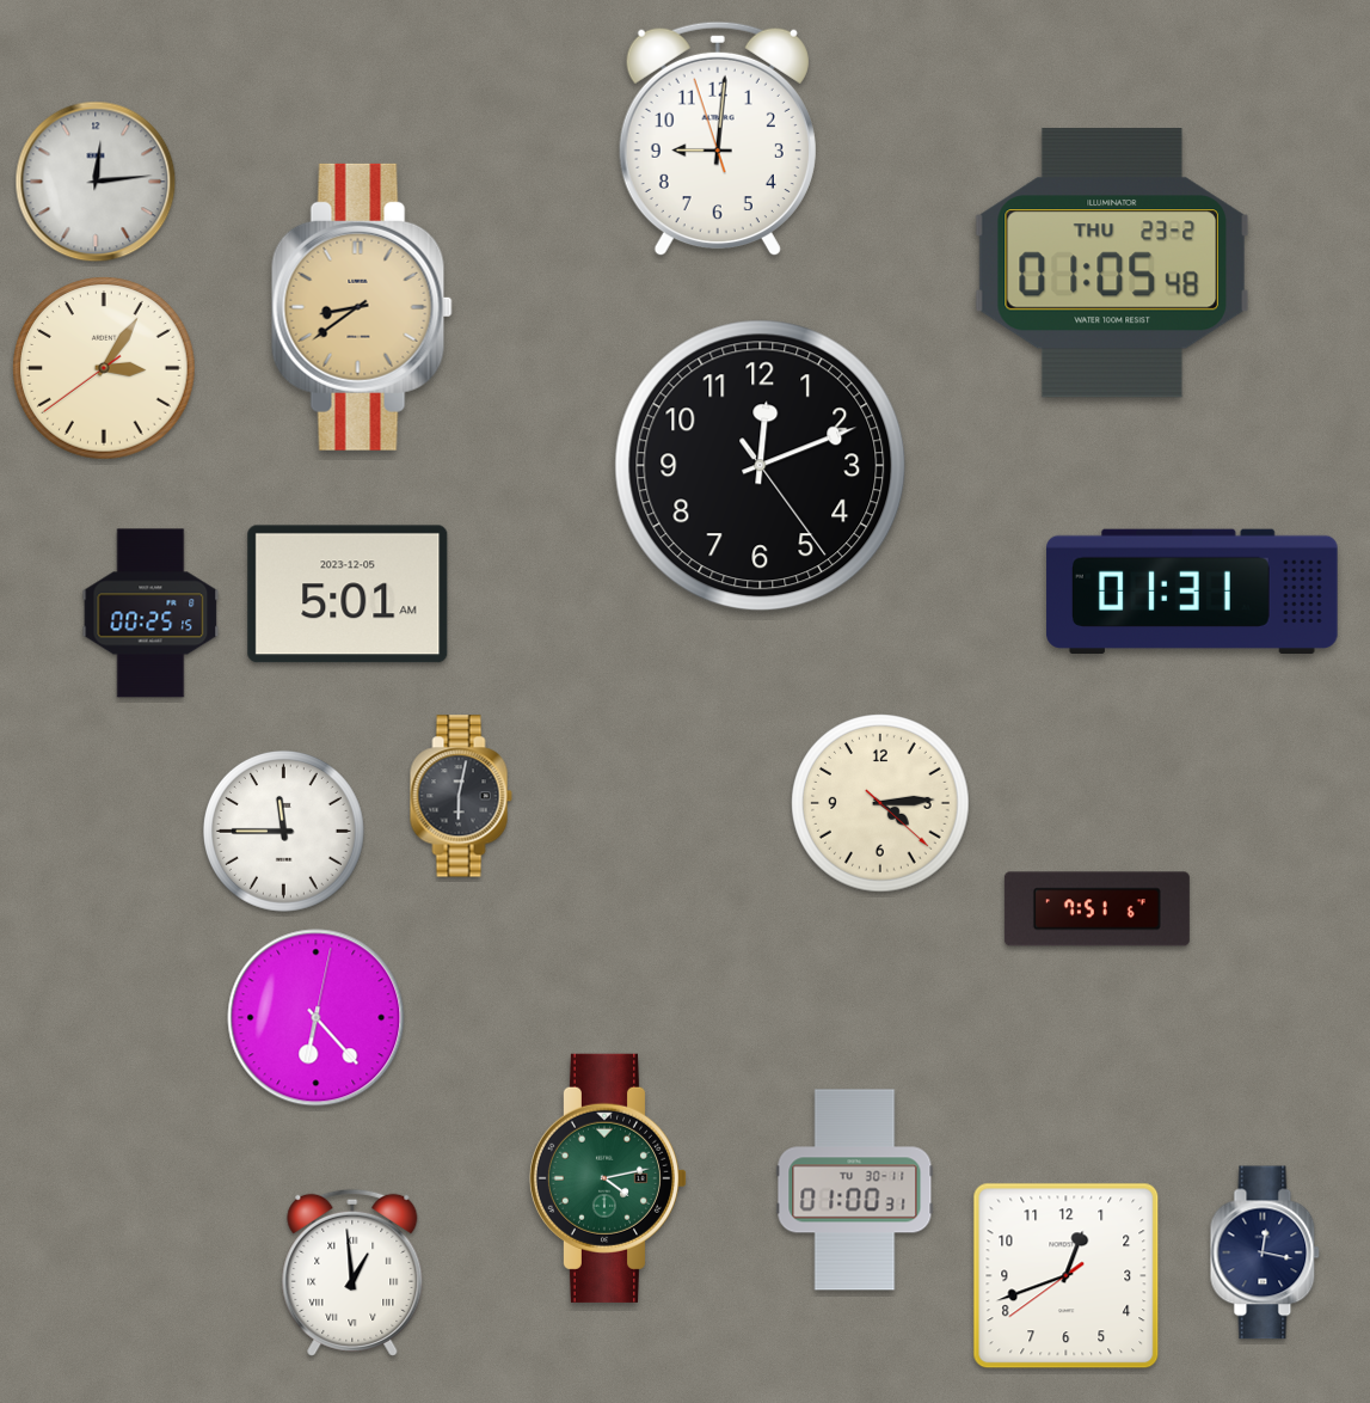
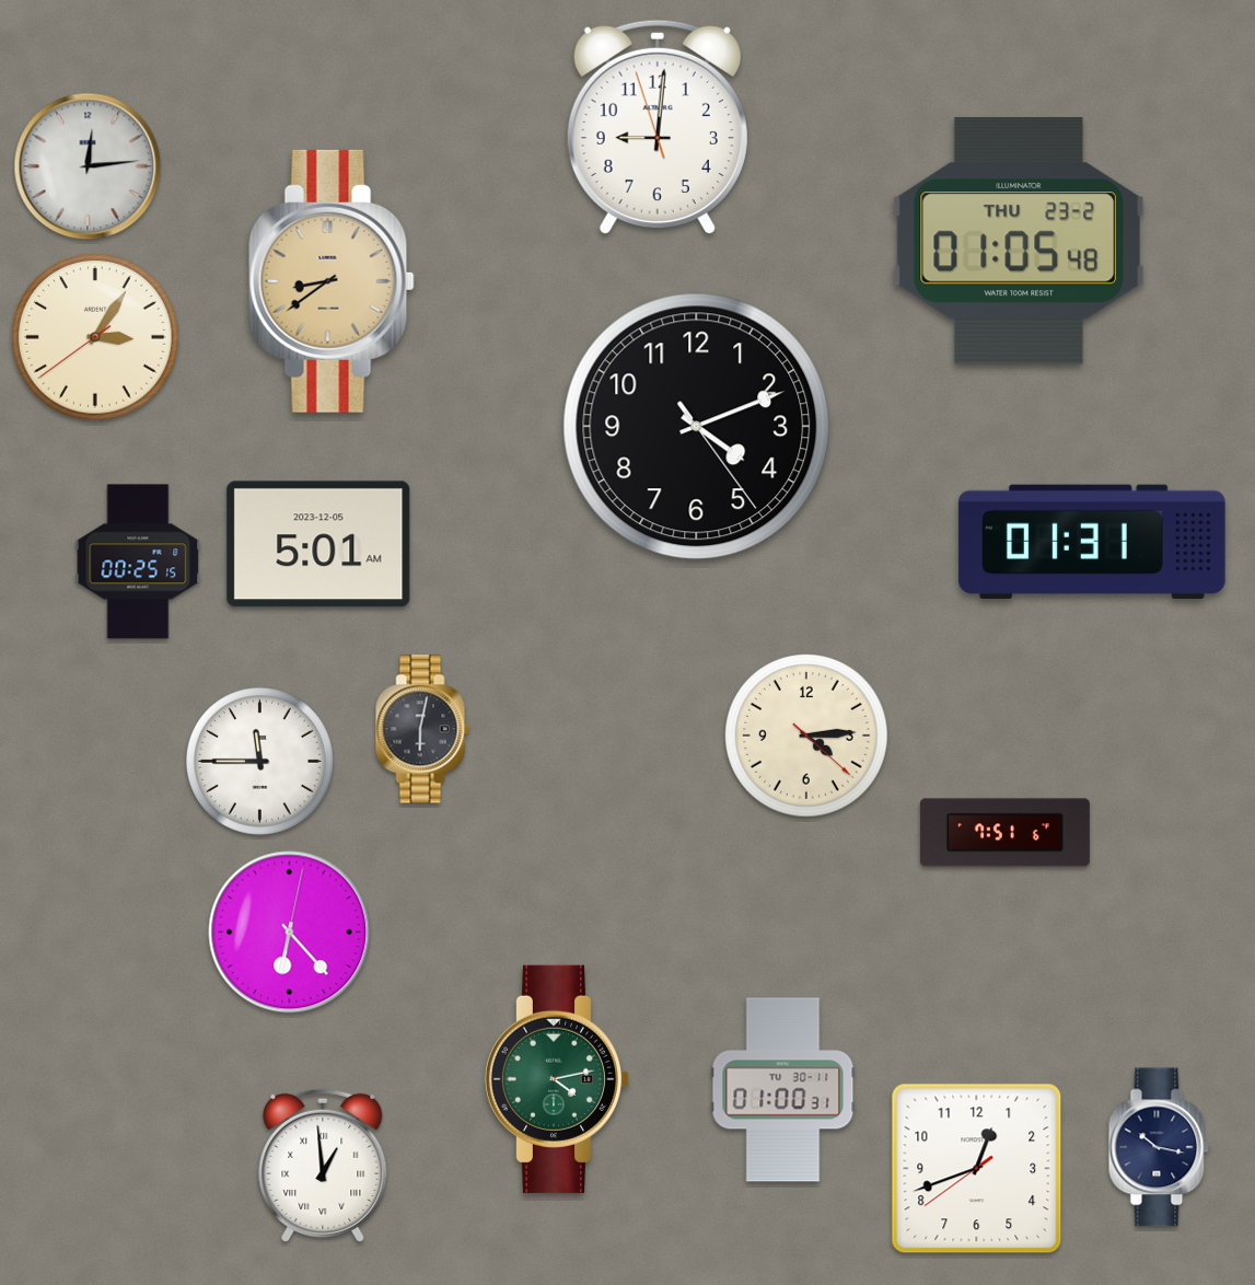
clock at (761, 466): 12:11 -> 4:11
clock at (1265, 1252): 12:17 -> 10:17
